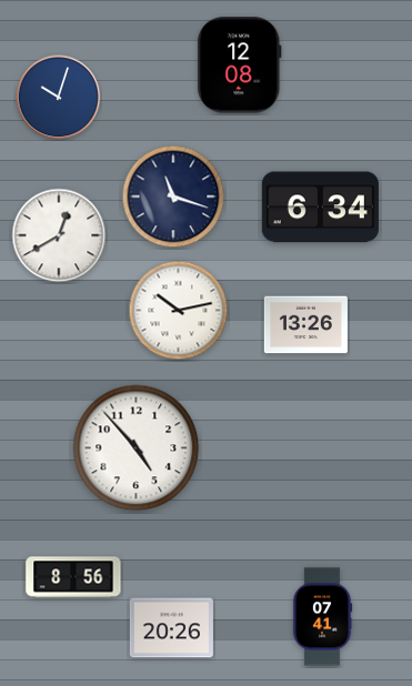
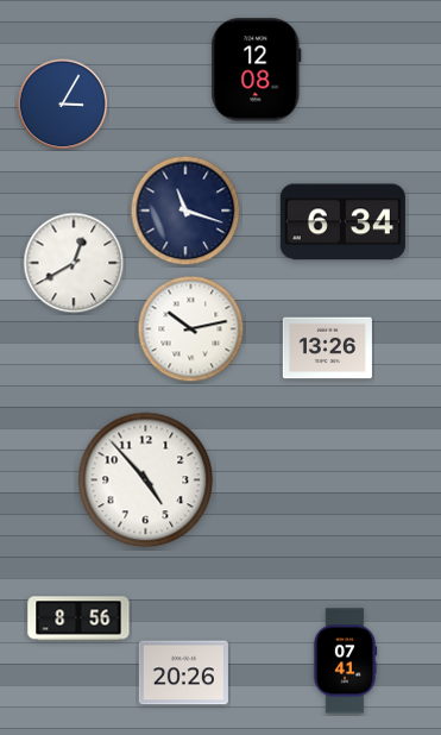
clock at (59, 98): 10:03 -> 3:05
clock at (59, 235) position: (59, 235) -> (74, 263)
clock at (179, 311) position: (179, 311) -> (191, 329)
